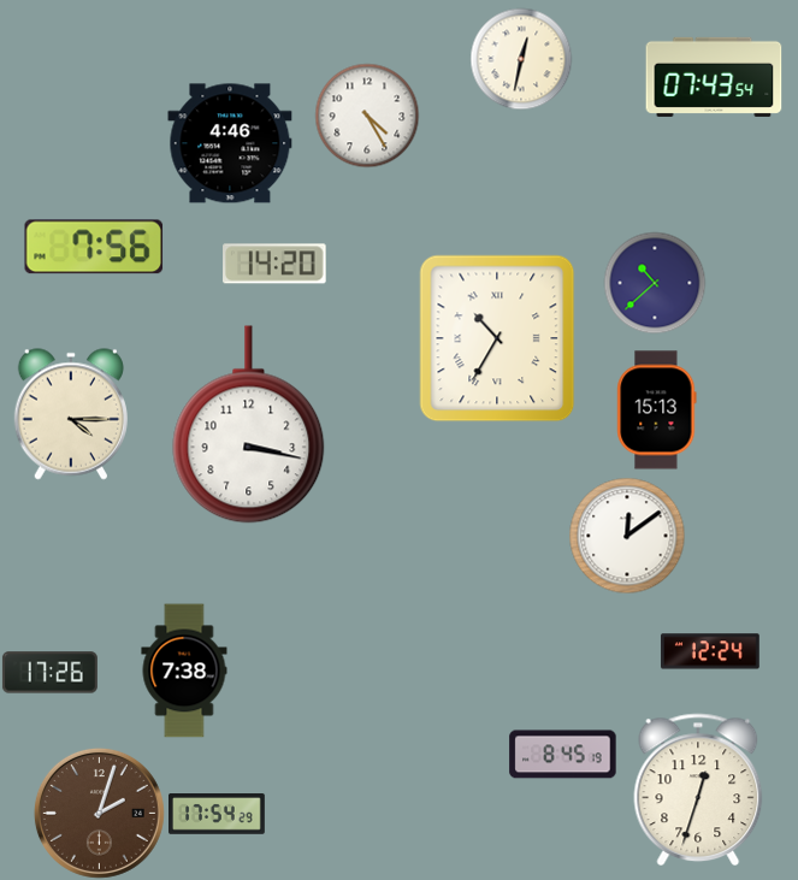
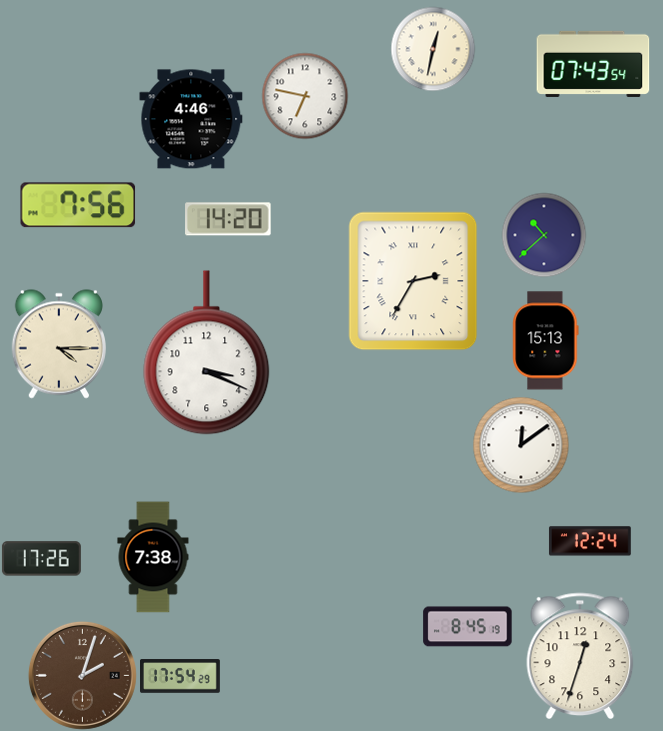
clock at (367, 116): 4:25 -> 6:47
clock at (497, 338): 10:35 -> 2:35
clock at (249, 425): 3:17 -> 3:19
